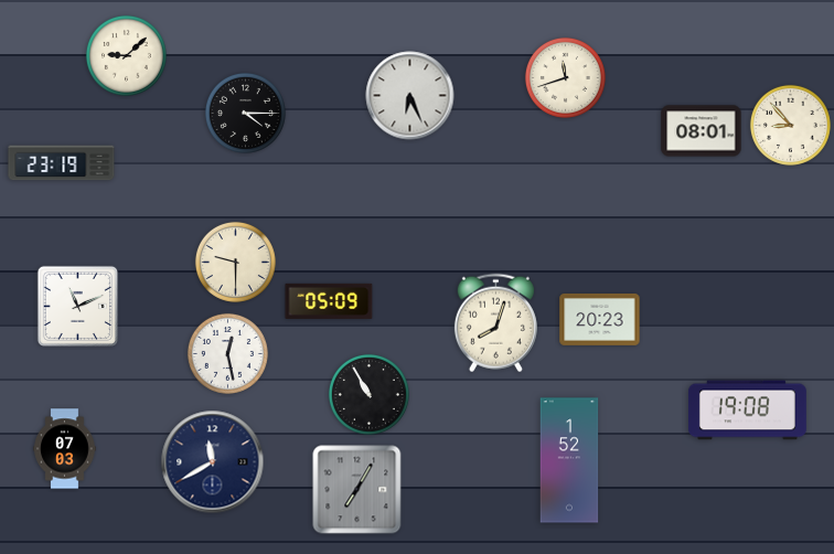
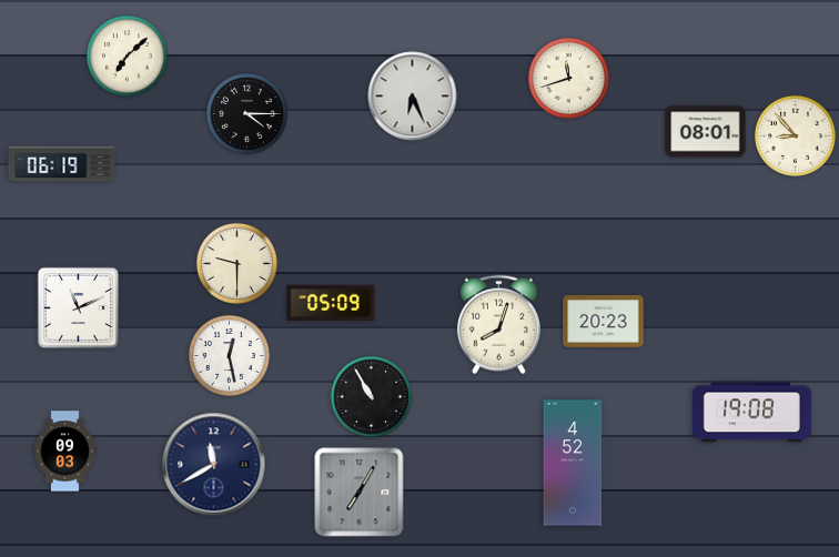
clock at (126, 55): 9:08 -> 7:08
clock at (790, 125) position: (790, 125) -> (795, 135)
clock at (62, 163): 23:19 -> 06:19
clock at (65, 449): 07:03 -> 09:03
clock at (569, 460): 1:52 -> 4:52
